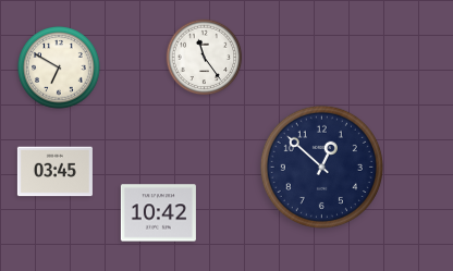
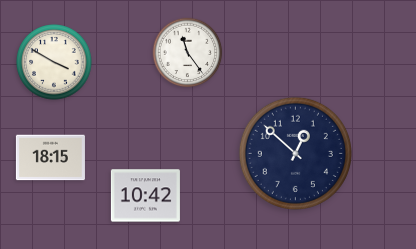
clock at (59, 67): 6:50 -> 3:50
clock at (54, 172): 03:45 -> 18:15
